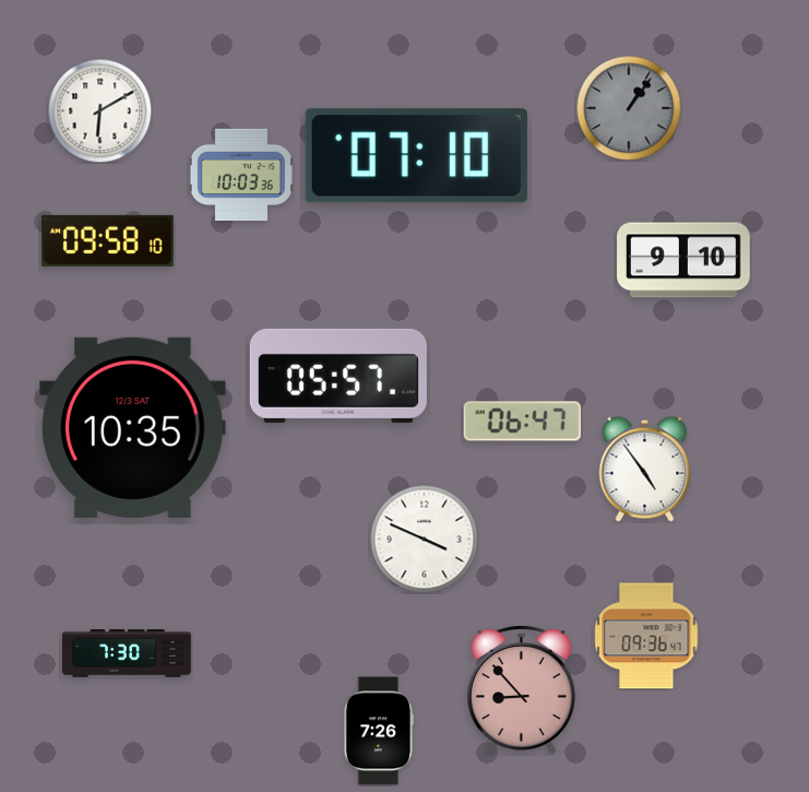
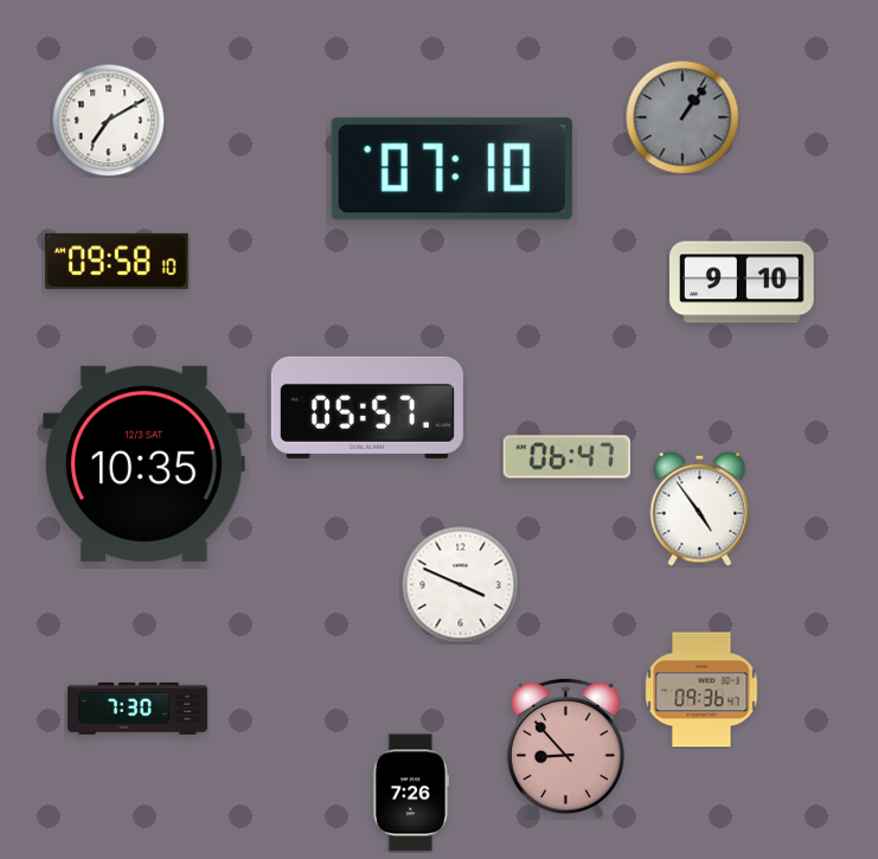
clock at (99, 110): 6:10 -> 7:10
clock at (241, 175): 10:03 -> none
